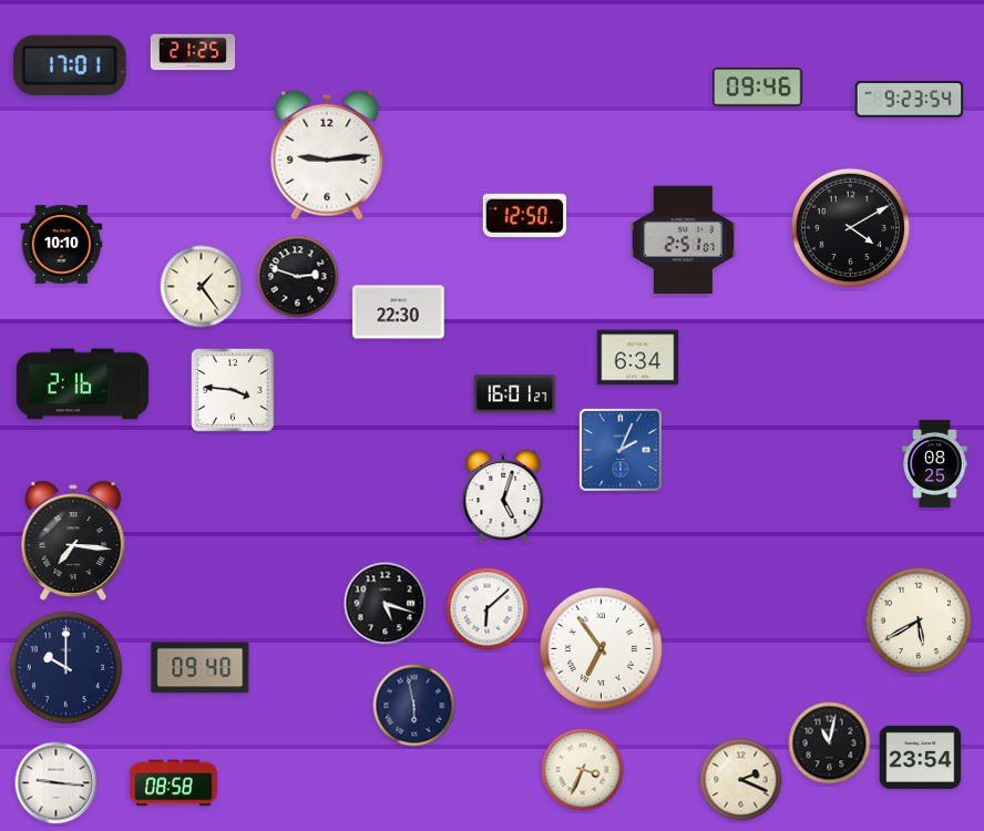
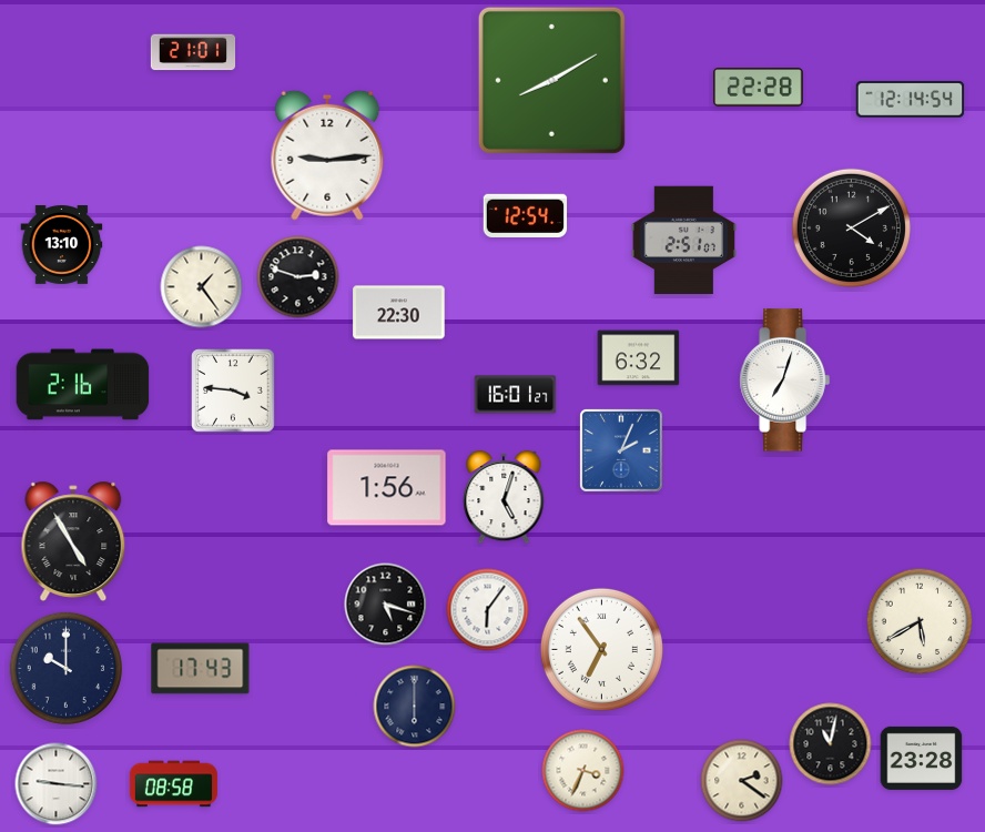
clock at (193, 52): 21:25 -> 21:01
clock at (70, 65): 17:01 -> none
clock at (551, 80): none -> 8:10
clock at (758, 88): 09:46 -> 22:28
clock at (910, 100): 9:23 -> 12:14
clock at (525, 215): 12:50 -> 12:54
clock at (62, 245): 10:10 -> 13:10
clock at (638, 358): 6:34 -> 6:32
clock at (784, 381): none -> 7:03
clock at (935, 463): 08:25 -> none
clock at (387, 488): none -> 1:56
clock at (73, 541): 7:16 -> 4:55
clock at (488, 609): 6:08 -> 6:06
clock at (201, 668): 09:40 -> 17:43
clock at (414, 706): 5:58 -> 6:00
clock at (921, 757): 23:54 -> 23:28
clock at (741, 780): 2:19 -> 2:21
